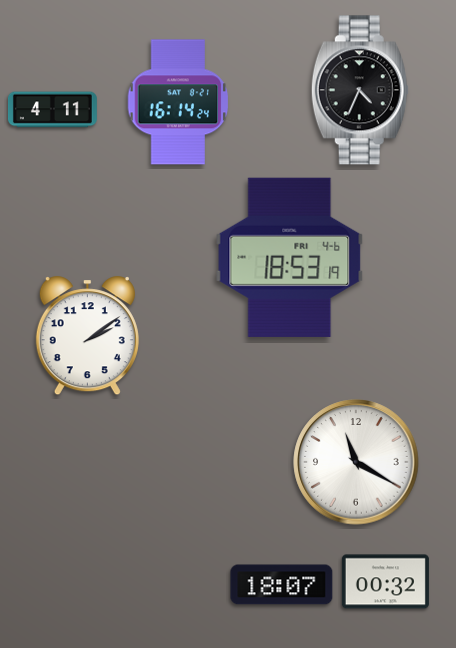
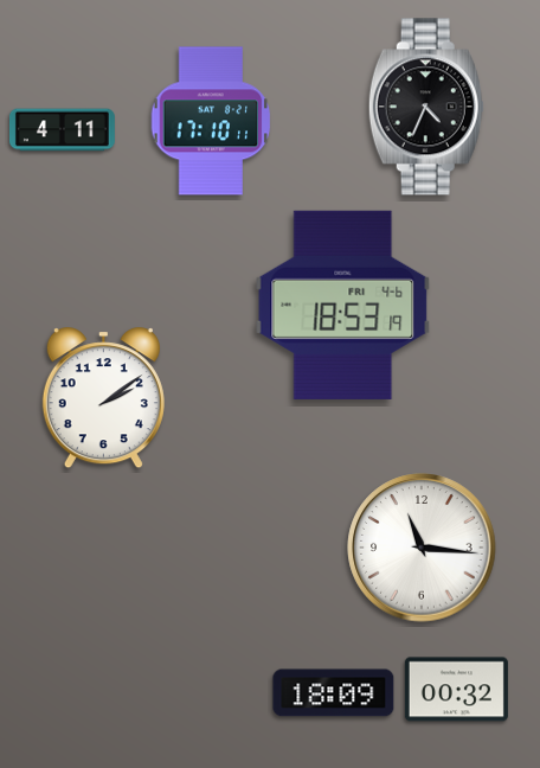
clock at (178, 102): 16:14 -> 17:10
clock at (356, 462): 11:20 -> 11:16
clock at (282, 585): 18:07 -> 18:09
